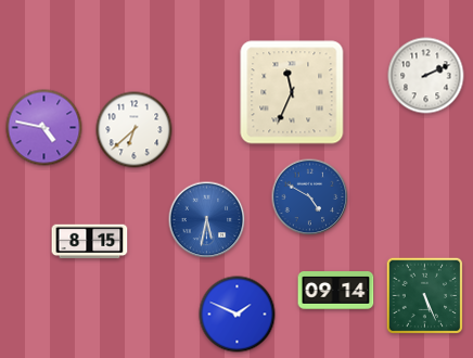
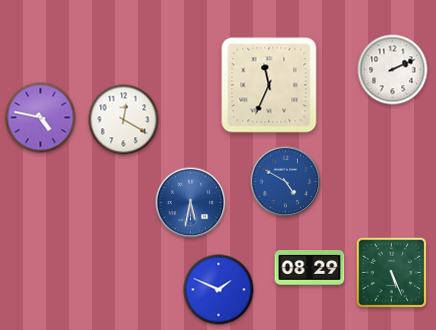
clock at (135, 130): 6:38 -> 12:20
clock at (90, 242): 8:15 -> none
clock at (336, 291): 09:14 -> 08:29
